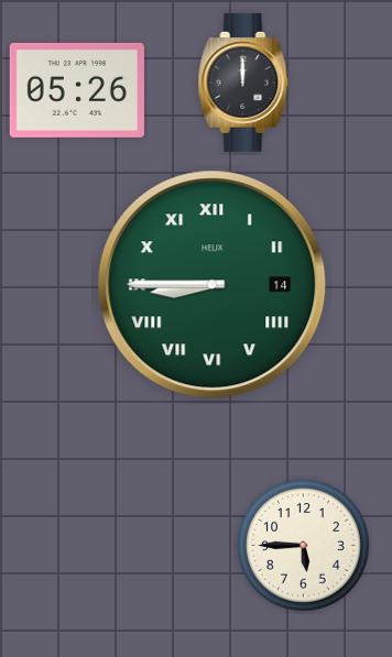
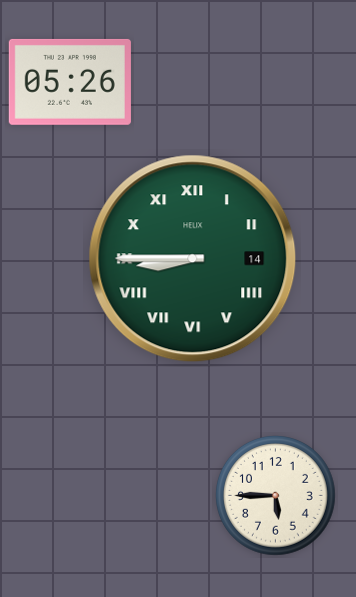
clock at (243, 83): 12:00 -> none
